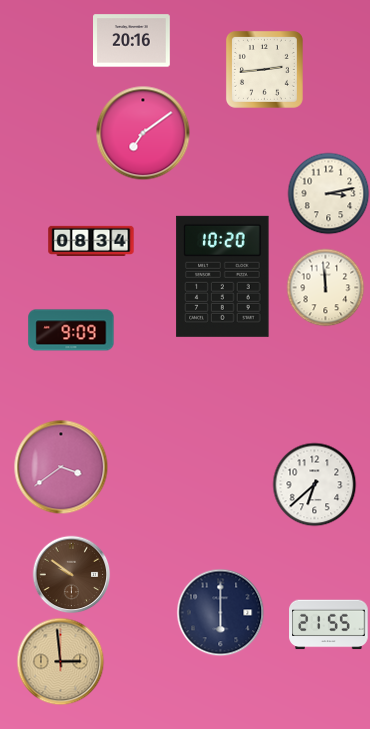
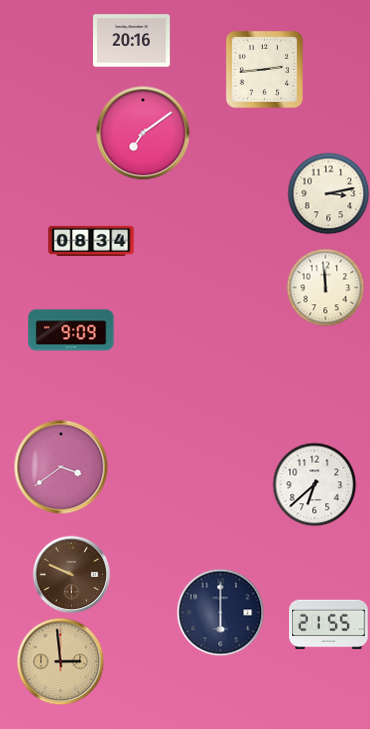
clock at (223, 276): 10:20 -> none
clock at (71, 574): 9:51 -> 9:49
